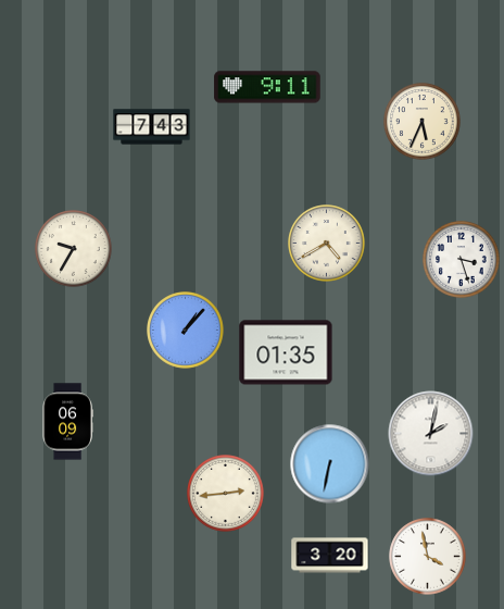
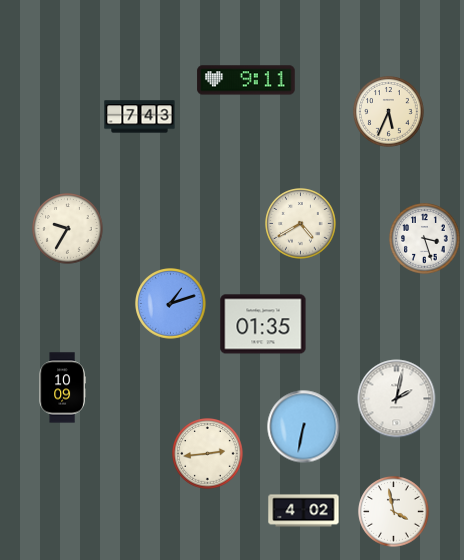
clock at (186, 331): 1:07 -> 1:12
clock at (67, 422): 06:09 -> 10:09
clock at (330, 556): 3:20 -> 4:02
